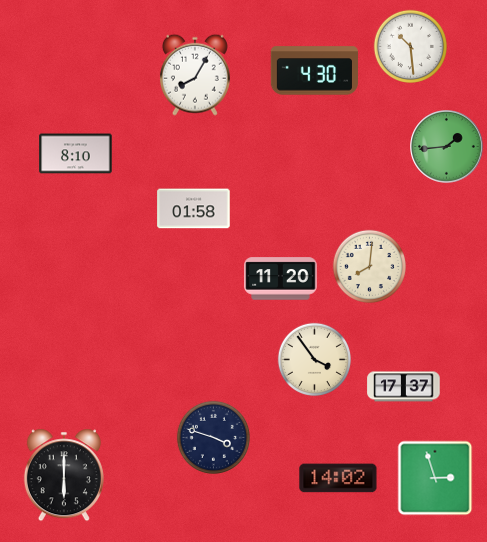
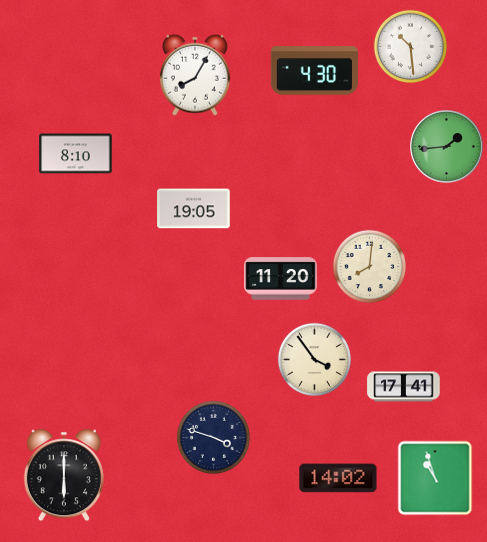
clock at (194, 209): 01:58 -> 19:05
clock at (404, 387): 17:37 -> 17:41
clock at (435, 478): 2:57 -> 10:57
